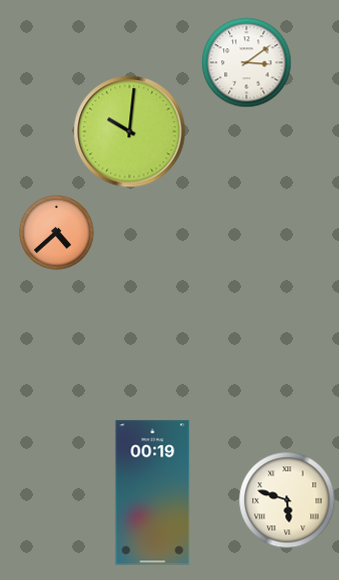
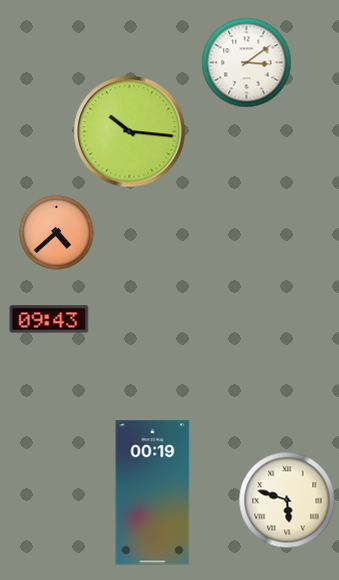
clock at (130, 132): 10:01 -> 10:16
clock at (49, 319): none -> 09:43
